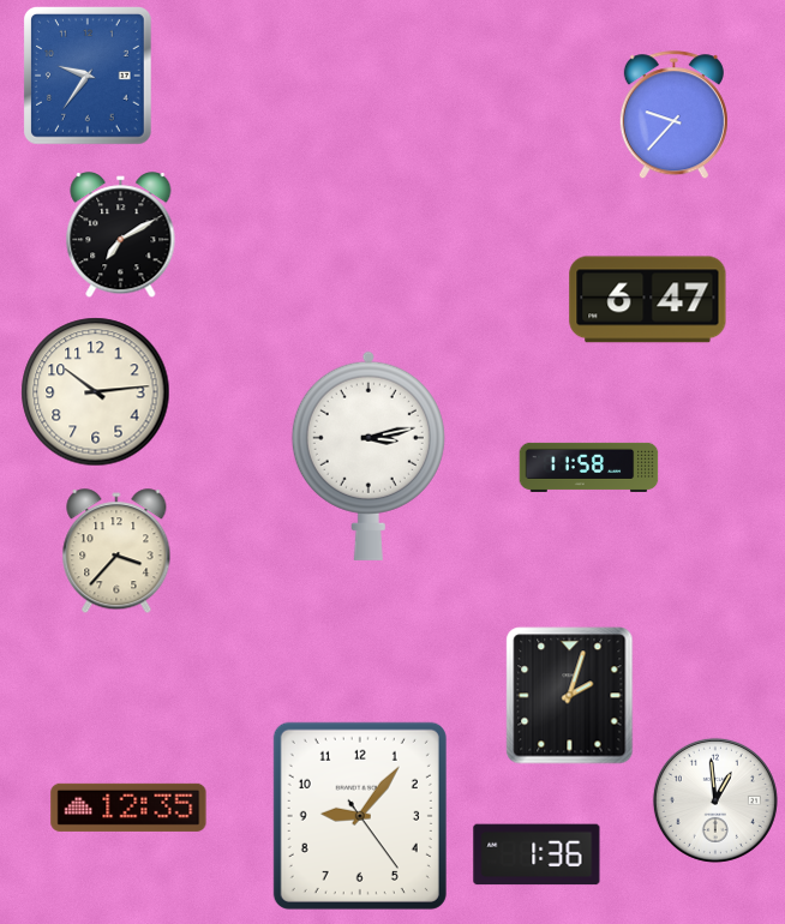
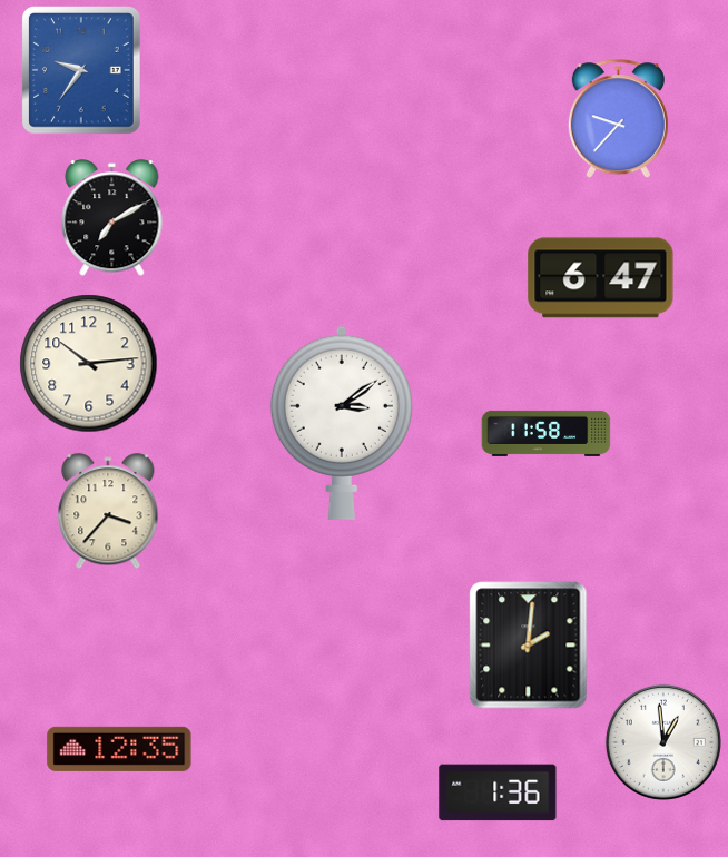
clock at (673, 115) position: (673, 115) -> (618, 119)
clock at (368, 456): 3:13 -> 3:09
clock at (570, 696): 2:03 -> 2:01
clock at (360, 816): 9:06 -> none
